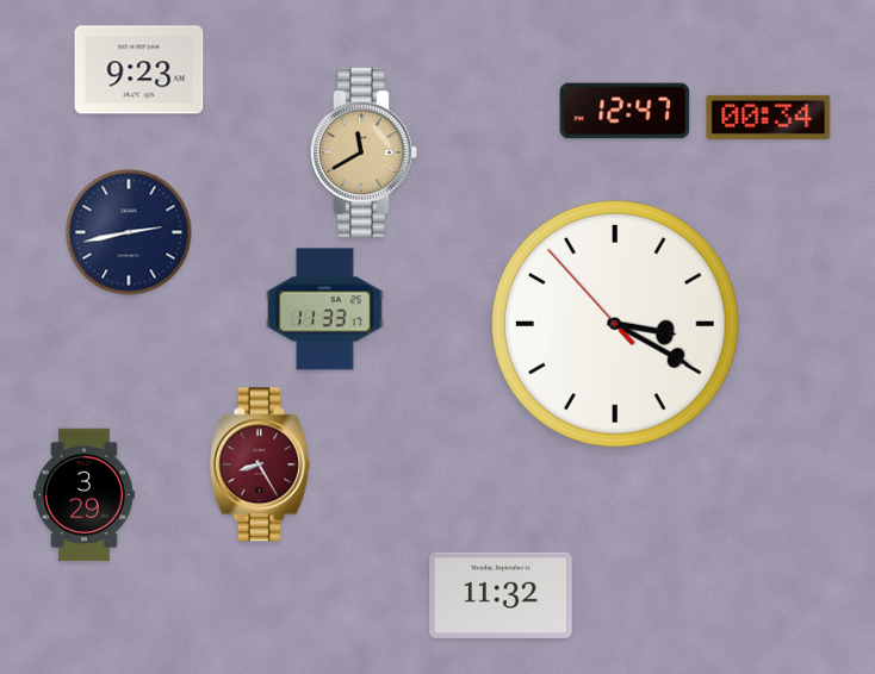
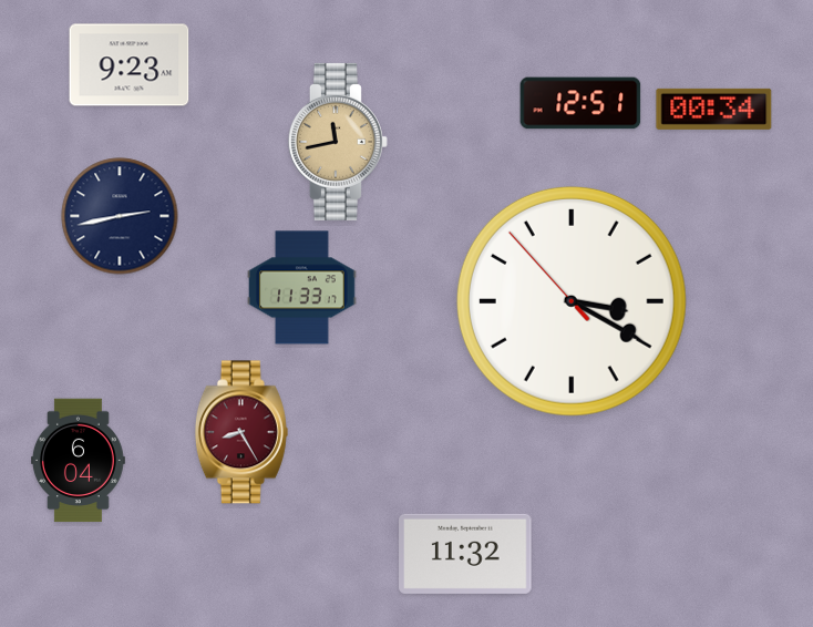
clock at (625, 111): 12:47 -> 12:51
clock at (364, 152): 11:40 -> 11:43
clock at (83, 495): 3:29 -> 6:04
